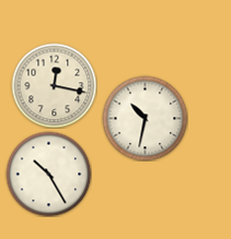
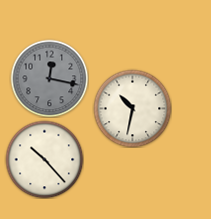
clock at (54, 85) dial: cream -> grey
clock at (48, 174): 10:25 -> 10:23
